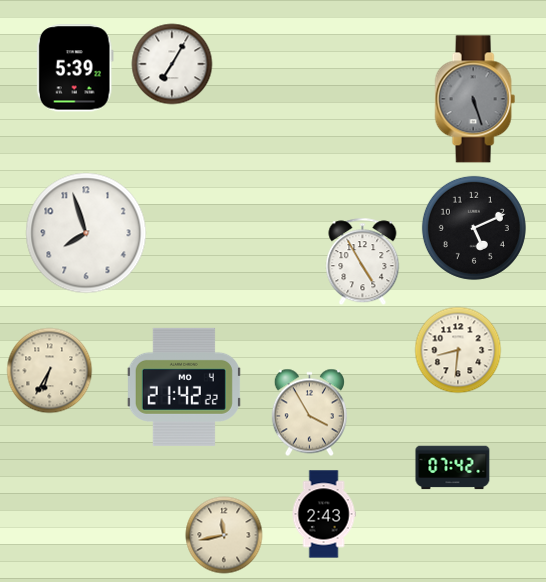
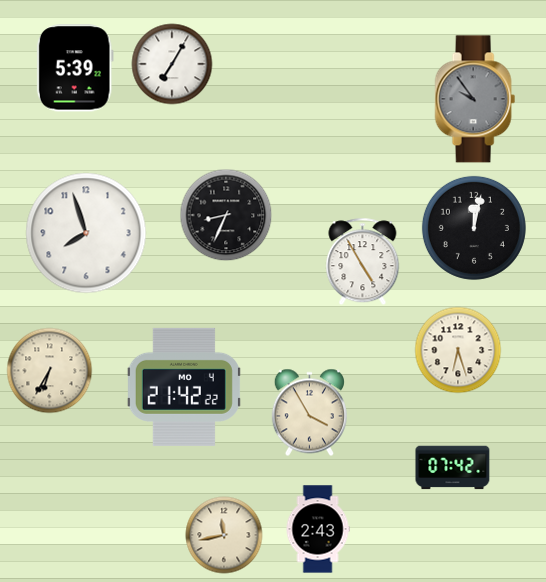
clock at (475, 99): 5:27 -> 9:54
clock at (226, 215): none -> 8:34
clock at (474, 228): 5:11 -> 12:02
clock at (458, 350): 8:31 -> 6:27
clock at (324, 514) position: (324, 514) -> (318, 529)
